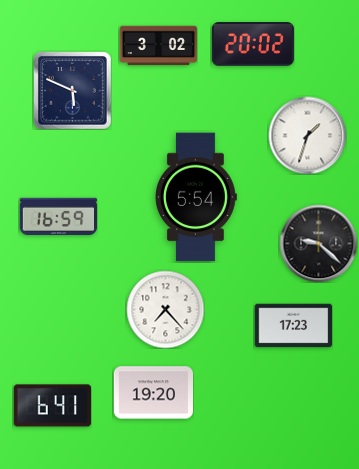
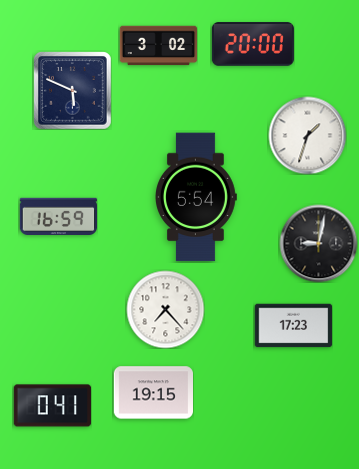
clock at (253, 44): 20:02 -> 20:00
clock at (318, 243): 9:22 -> 9:02
clock at (153, 393): 19:20 -> 19:15
clock at (52, 406): 6:41 -> 0:41
